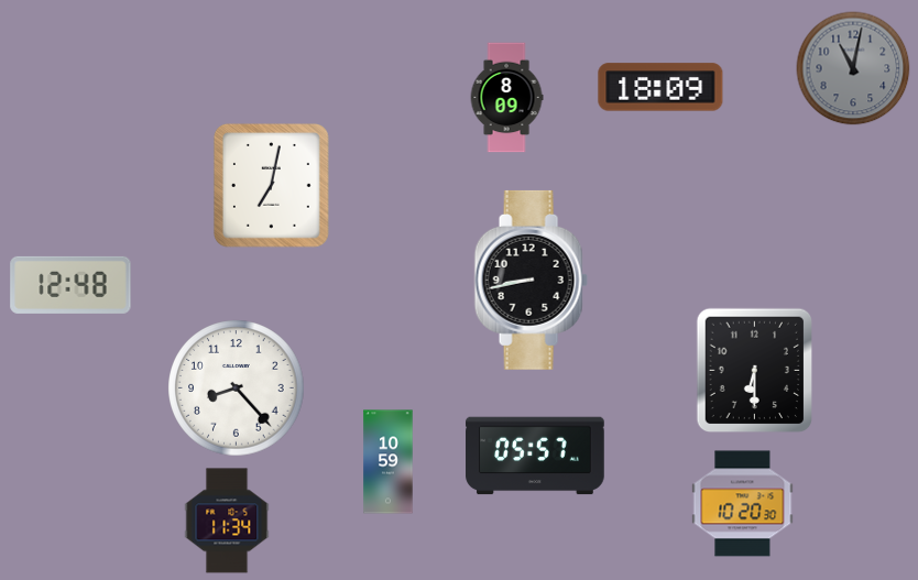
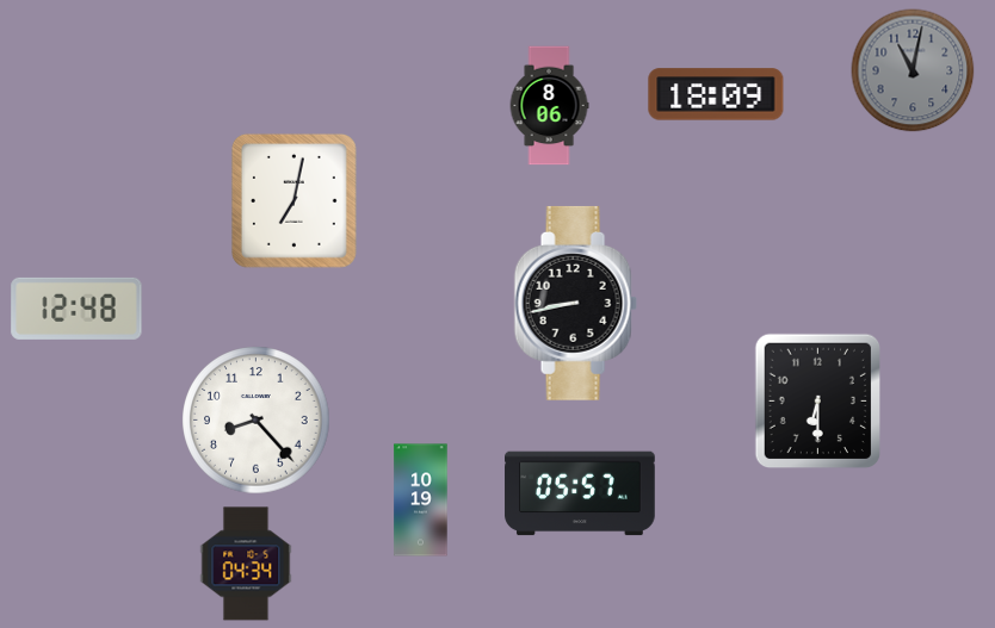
clock at (853, 68) position: (853, 68) -> (913, 70)
clock at (506, 98): 8:09 -> 8:06
clock at (389, 462): 10:59 -> 10:19
clock at (743, 504): 10:20 -> none
clock at (227, 521): 11:34 -> 04:34
